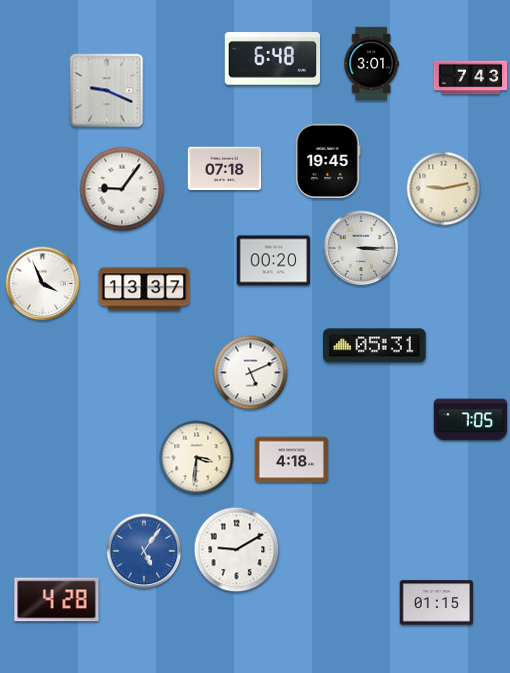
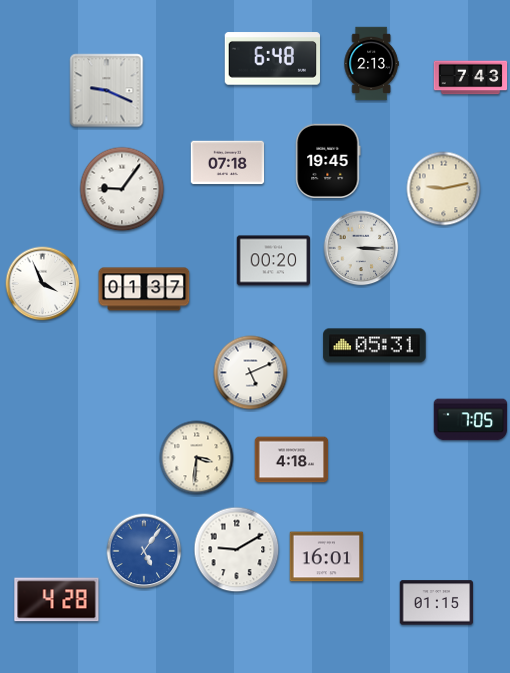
clock at (371, 64): 3:01 -> 2:13
clock at (225, 169) position: (225, 169) -> (228, 163)
clock at (144, 289): 13:37 -> 01:37
clock at (327, 557): none -> 16:01
